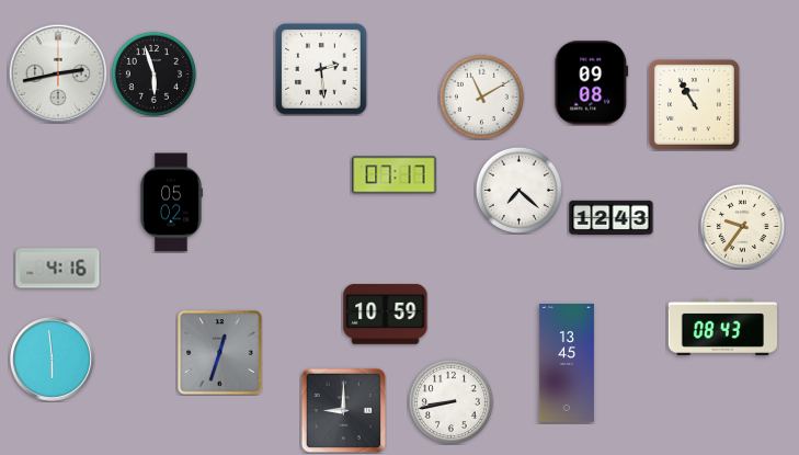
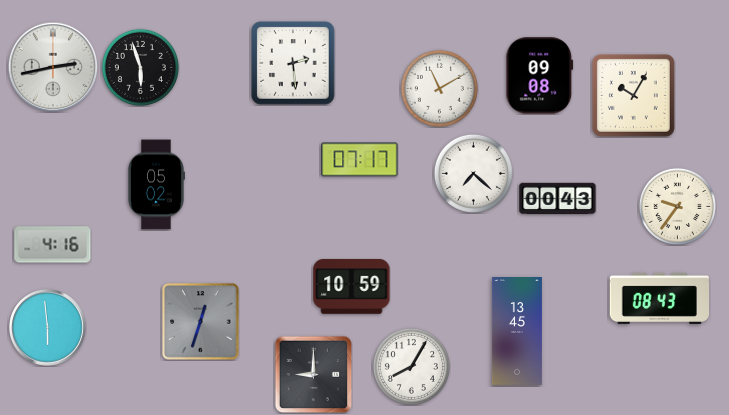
clock at (694, 104): 10:55 -> 10:05
clock at (612, 218): 12:43 -> 00:43
clock at (450, 401): 8:43 -> 8:05
